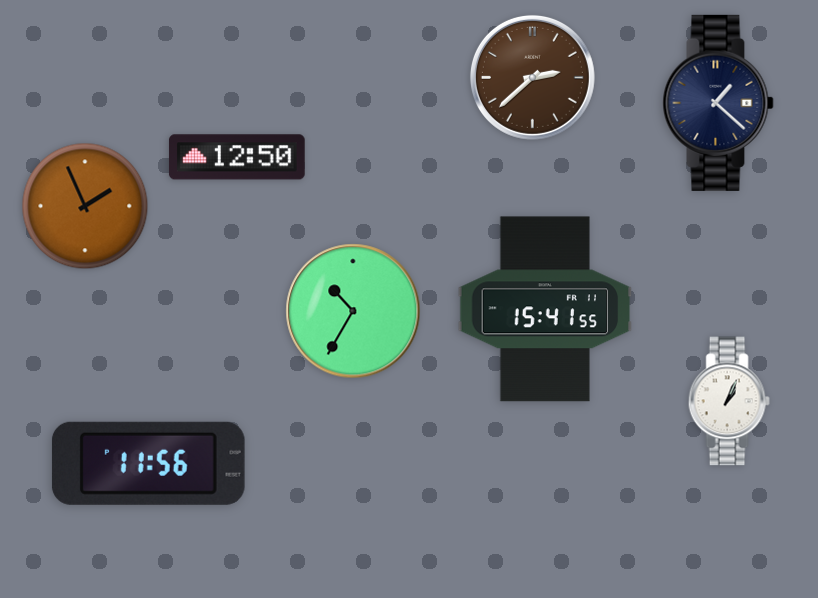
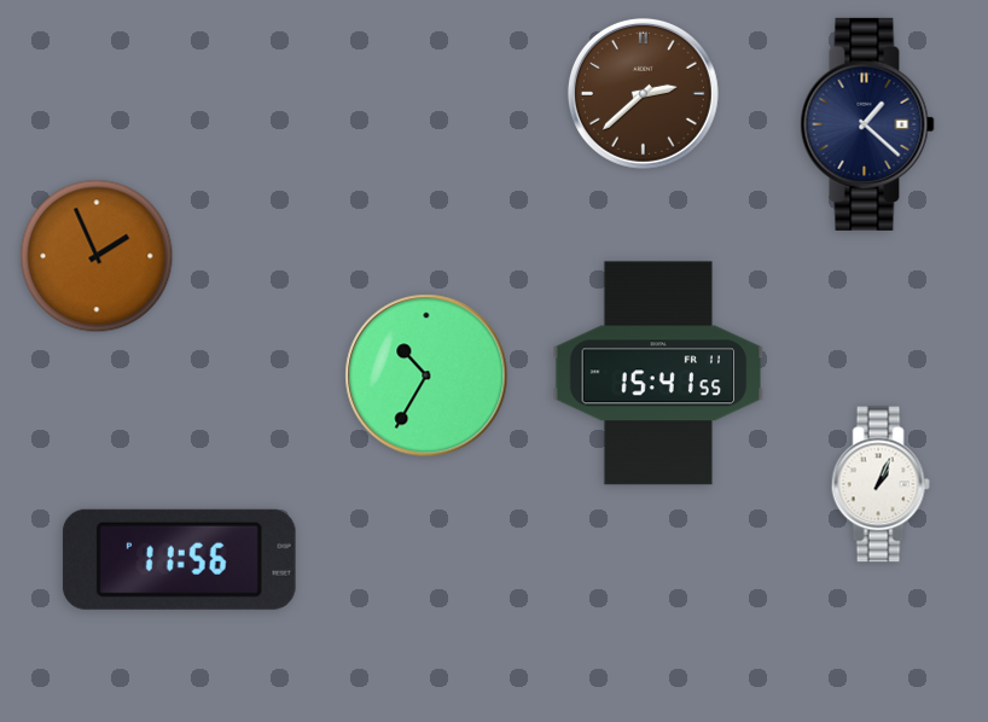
clock at (237, 157): 12:50 -> none
clock at (85, 206) position: (85, 206) -> (97, 256)
